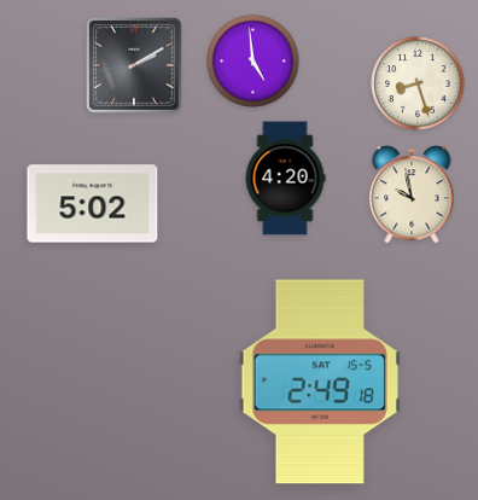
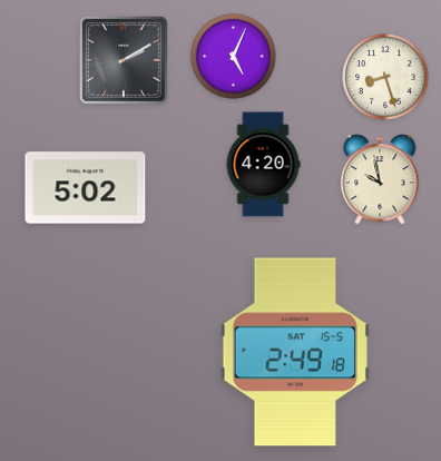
clock at (253, 62): 4:59 -> 5:04
